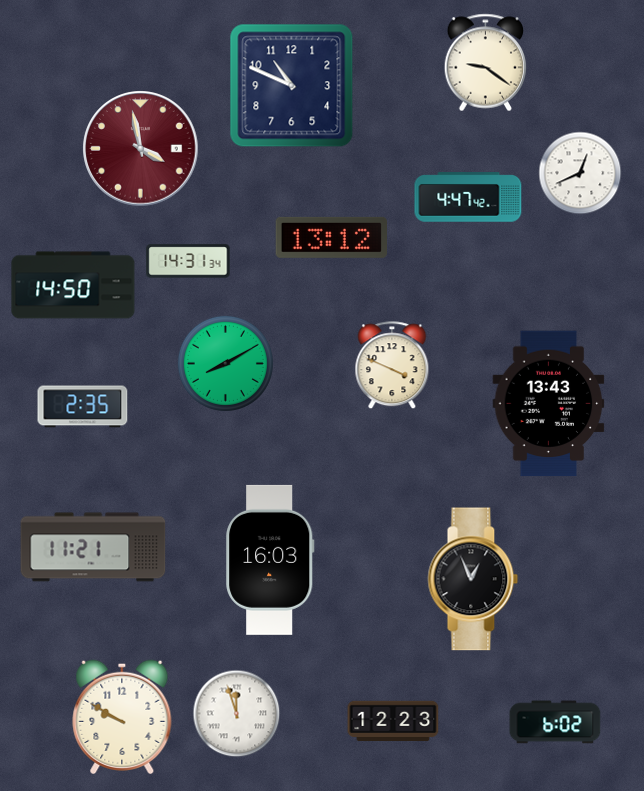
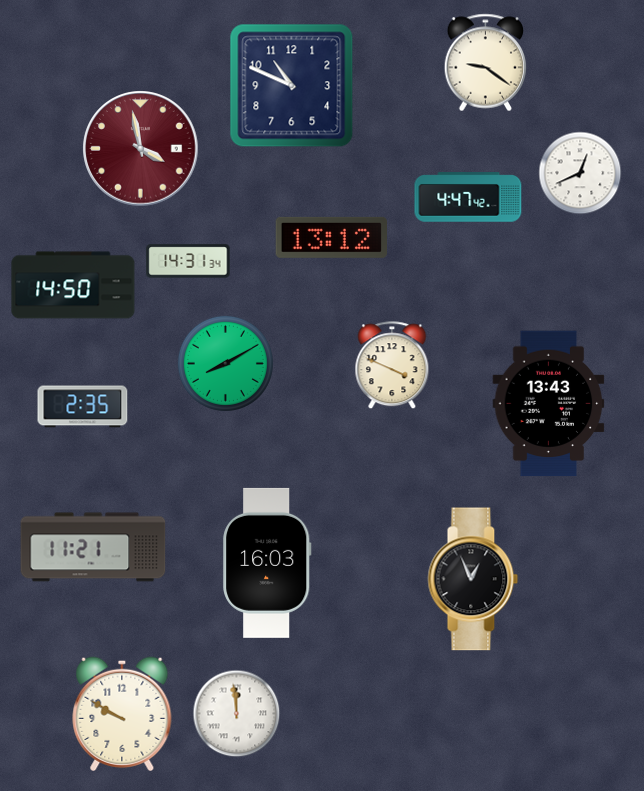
clock at (270, 560) position: (270, 560) -> (267, 563)
clock at (237, 714): 11:57 -> 11:59
clock at (122, 717) position: (122, 717) -> (122, 714)
clock at (393, 720): 12:23 -> none
clock at (555, 722): 6:02 -> none
